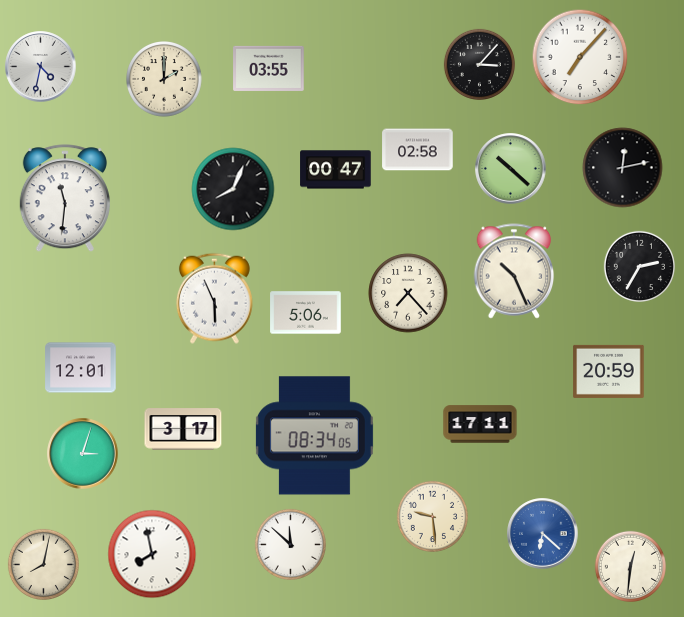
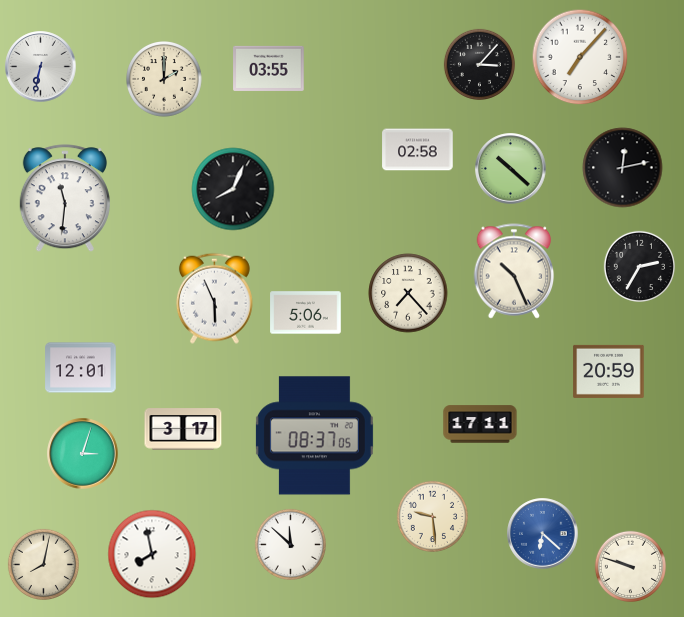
clock at (41, 67): 4:32 -> 6:32
clock at (336, 170): 00:47 -> none
clock at (314, 436): 08:34 -> 08:37
clock at (630, 566): 12:31 -> 9:48
